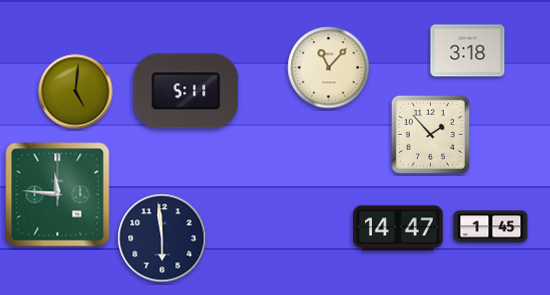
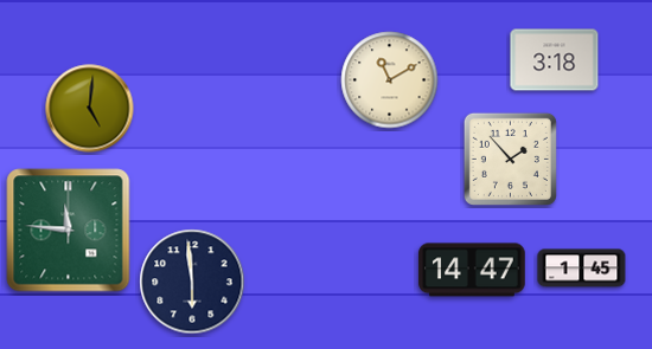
clock at (329, 68): 11:07 -> 11:10
clock at (186, 91): 5:11 -> none
